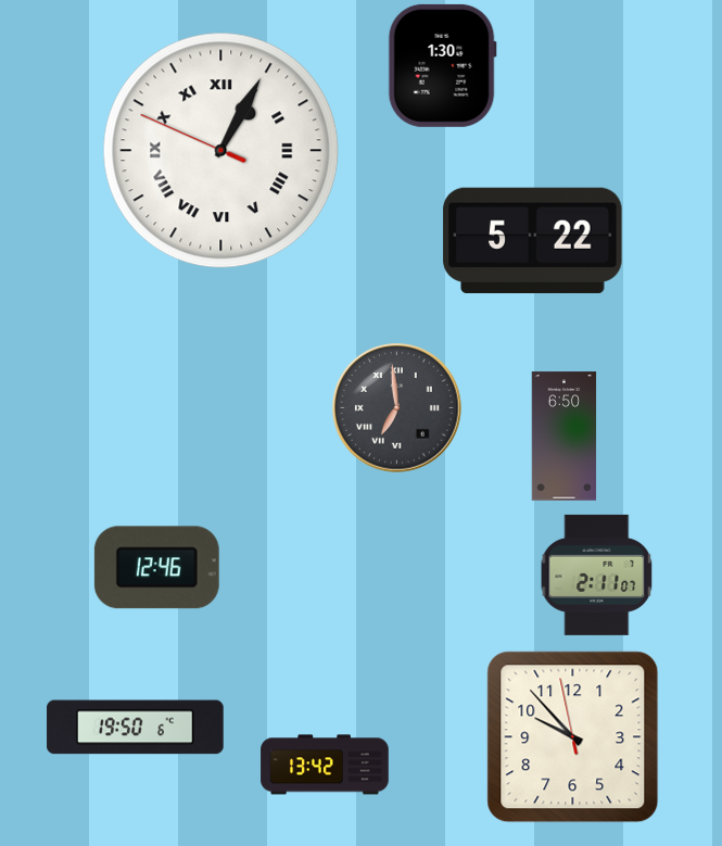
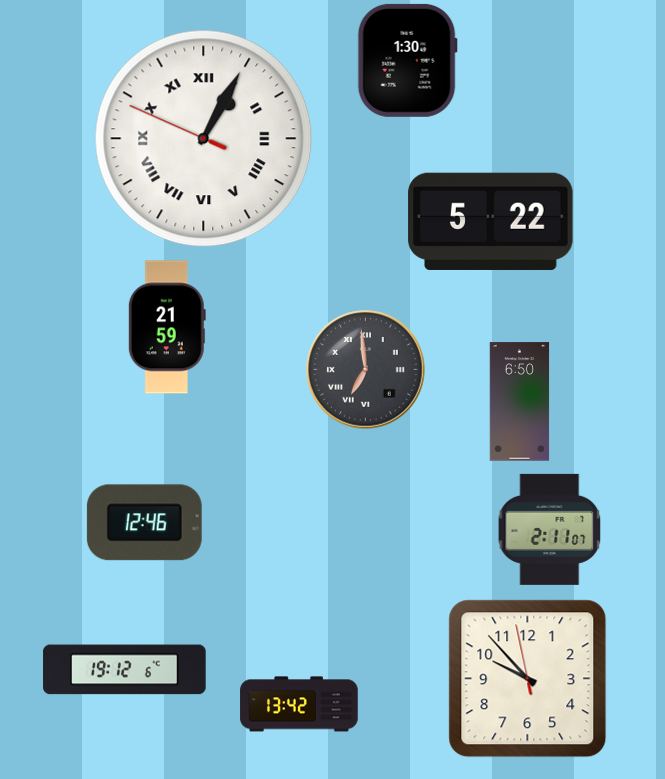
clock at (167, 327): none -> 21:59
clock at (397, 408) position: (397, 408) -> (366, 370)
clock at (136, 728): 19:50 -> 19:12
